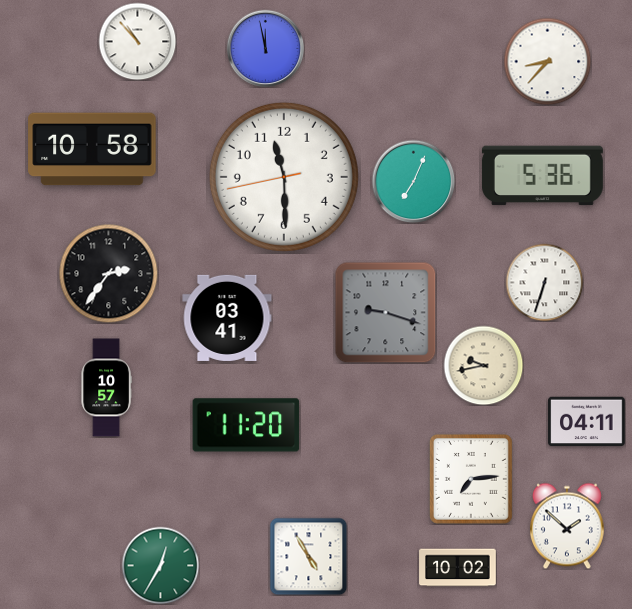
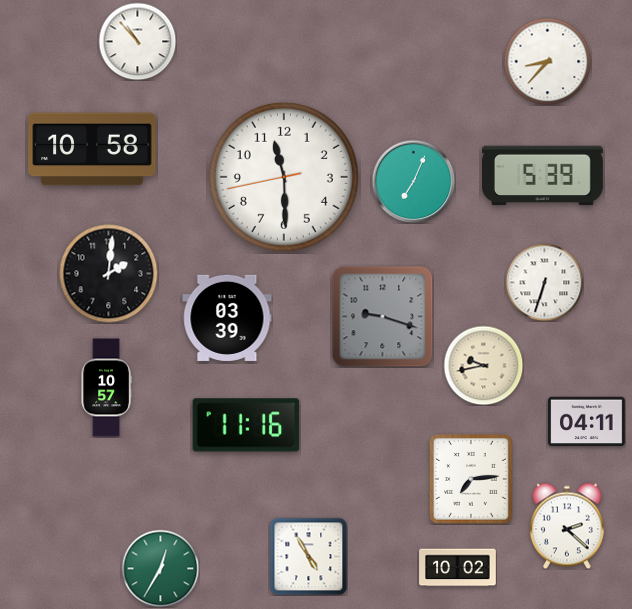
clock at (265, 48): 11:58 -> none
clock at (542, 176): 5:36 -> 5:39
clock at (109, 274): 2:36 -> 2:01
clock at (385, 312) position: (385, 312) -> (382, 316)
clock at (227, 318): 03:41 -> 03:39
clock at (246, 425): 11:20 -> 11:16
clock at (567, 526): 1:52 -> 2:22
clock at (160, 565) position: (160, 565) -> (160, 568)
